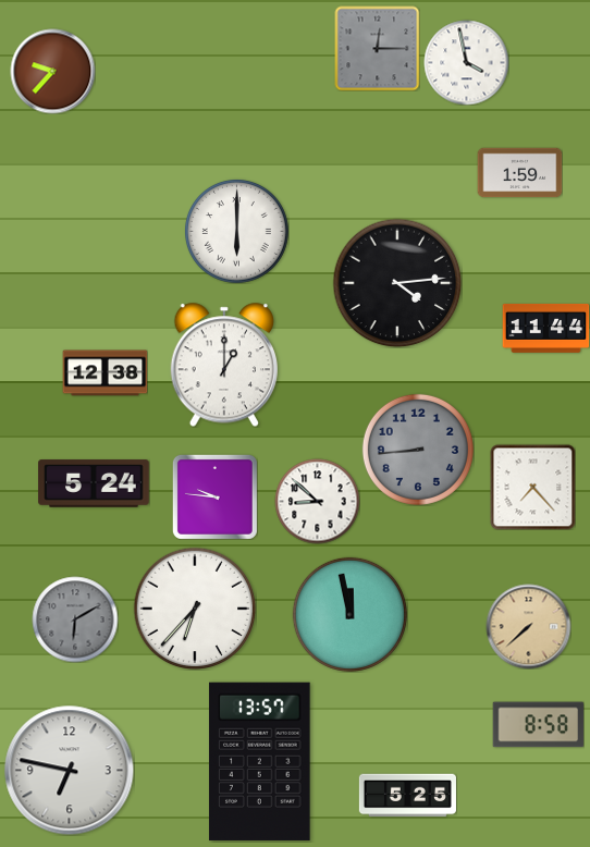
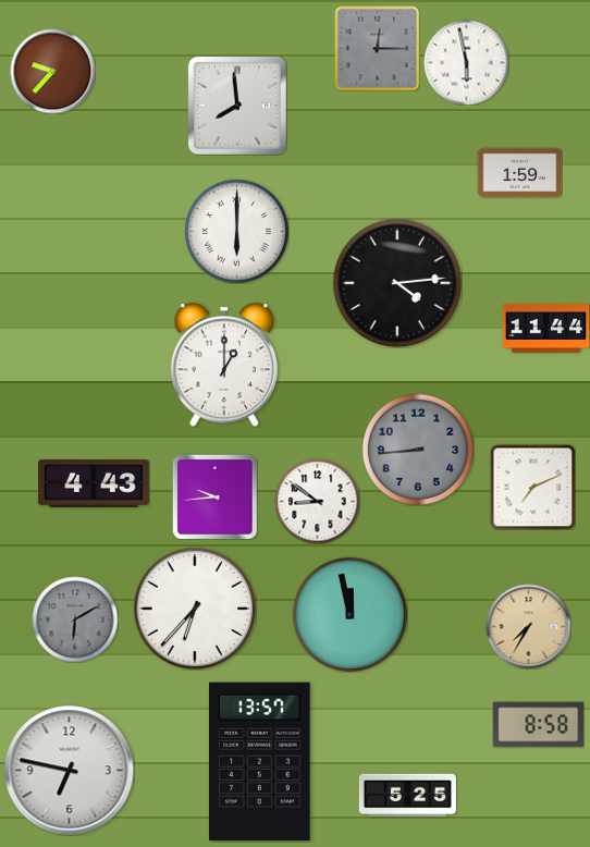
clock at (466, 62): 3:58 -> 5:58
clock at (237, 106): none -> 7:59
clock at (105, 373): 12:38 -> none
clock at (94, 483): 5:24 -> 4:43
clock at (532, 487): 7:23 -> 7:11
clock at (214, 496): 9:46 -> 9:44
clock at (317, 501): 8:52 -> 8:51
clock at (528, 626): 7:38 -> 7:35
